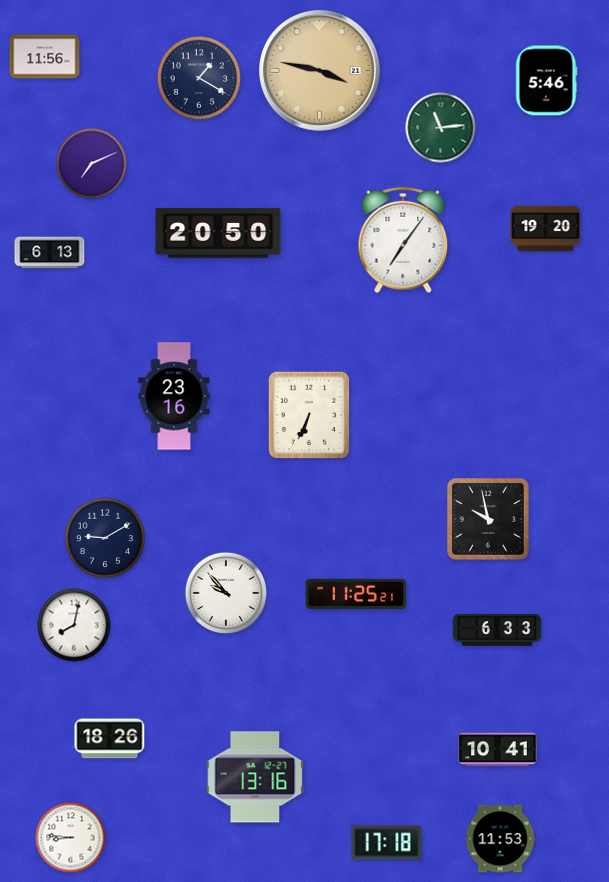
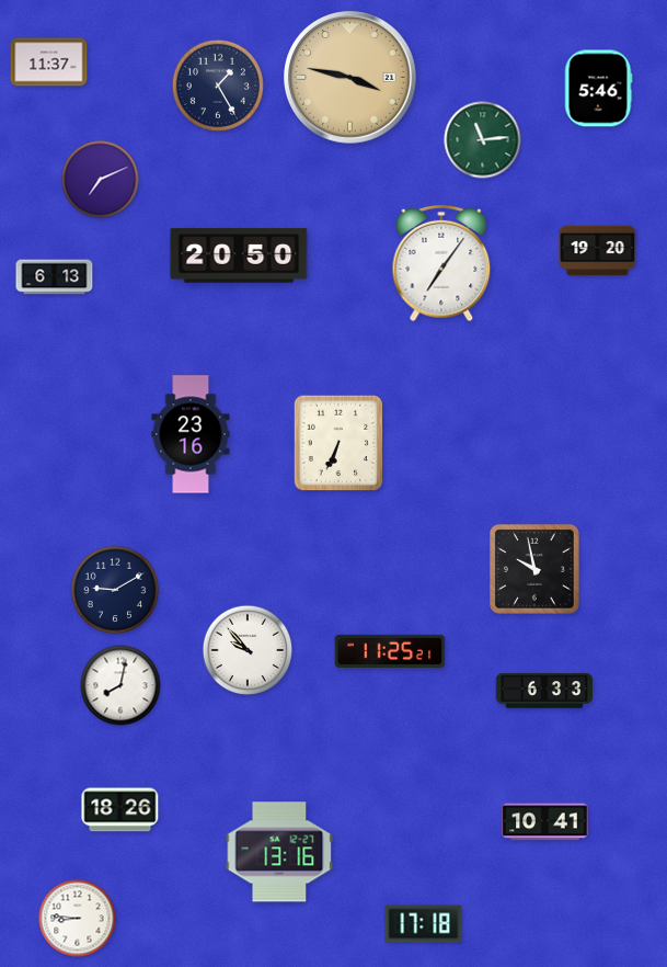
clock at (45, 57): 11:56 -> 11:37
clock at (199, 78): 1:20 -> 1:25
clock at (309, 415) position: (309, 415) -> (338, 443)
clock at (74, 625) position: (74, 625) -> (120, 685)
clock at (500, 839): 11:53 -> none
